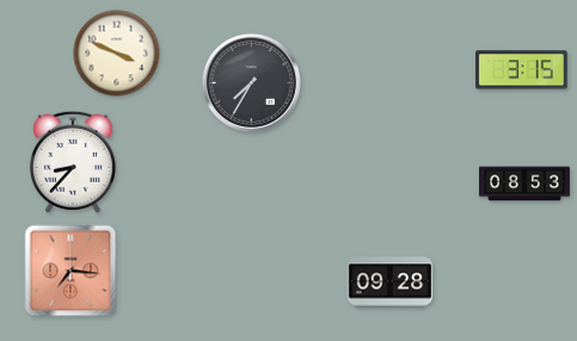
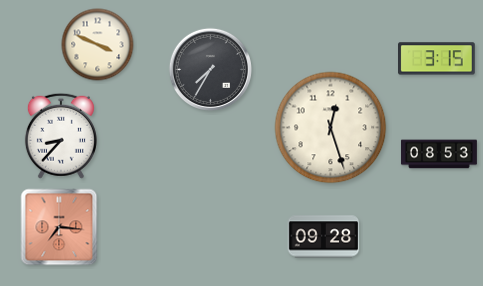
clock at (331, 128): none -> 12:27
clock at (391, 283) position: (391, 283) -> (324, 237)
